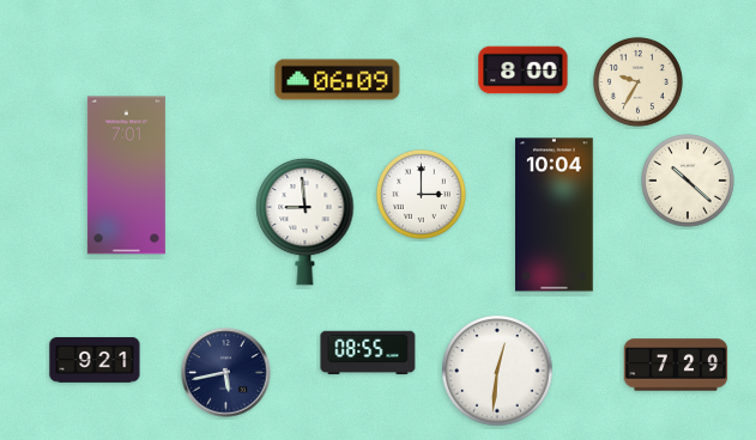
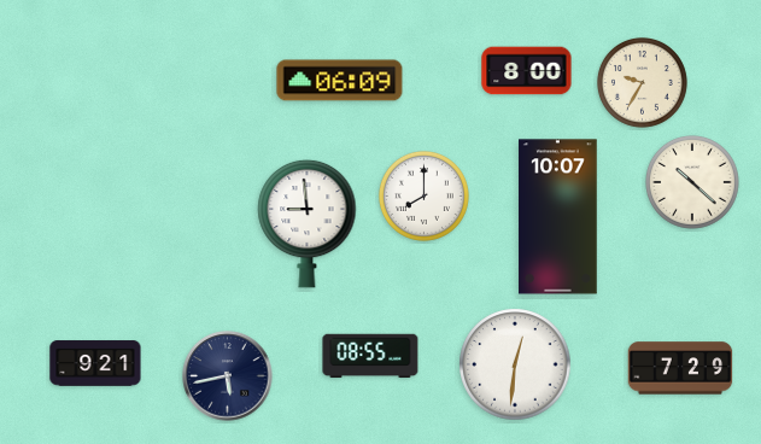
clock at (126, 176): 7:01 -> none
clock at (421, 194): 3:00 -> 8:00
clock at (555, 215): 10:04 -> 10:07
clock at (497, 371) position: (497, 371) -> (515, 364)
